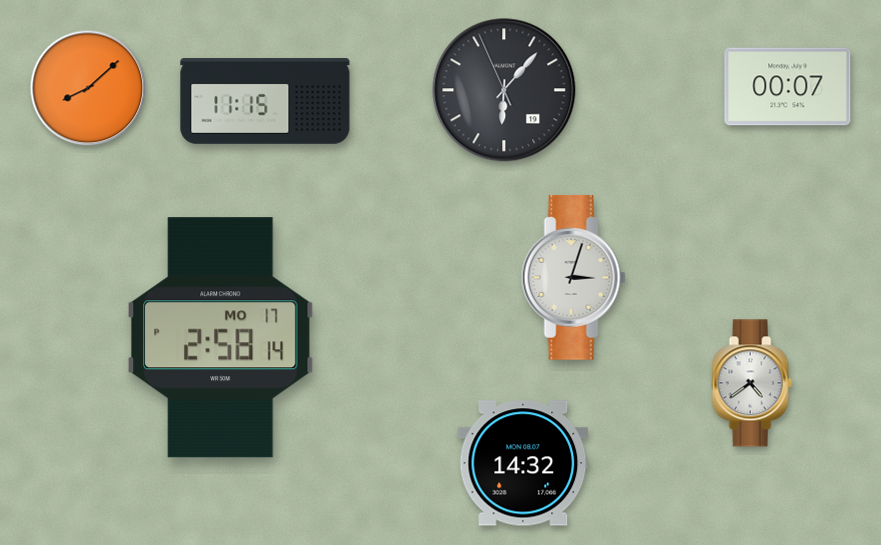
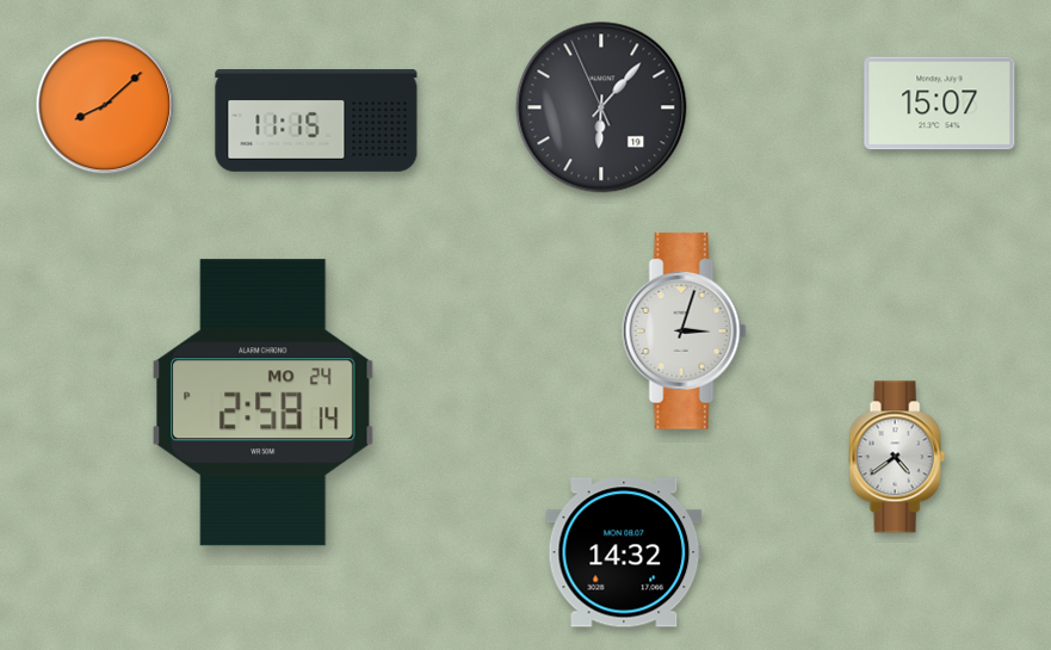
clock at (788, 87): 00:07 -> 15:07
clock at (221, 338) date: MO 17 -> MO 24
